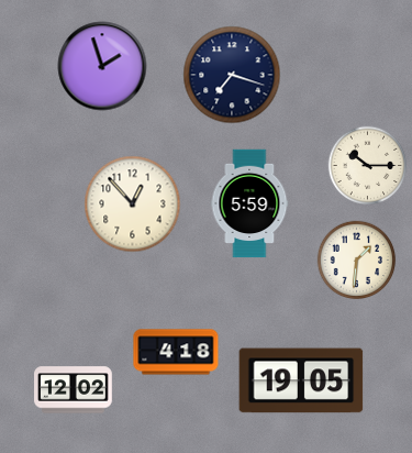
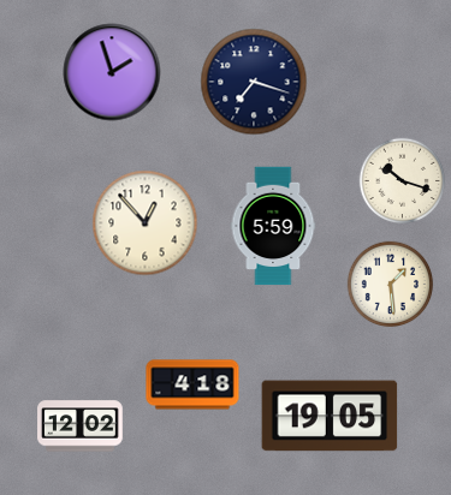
clock at (368, 166): 10:15 -> 10:18
clock at (249, 203) position: (249, 203) -> (273, 226)
clock at (357, 261): 1:31 -> 1:29
